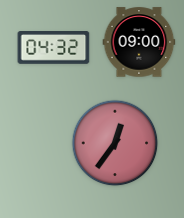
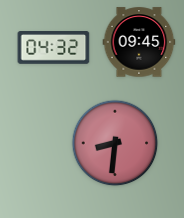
clock at (139, 42): 09:00 -> 09:45
clock at (115, 143): 12:36 -> 8:31
